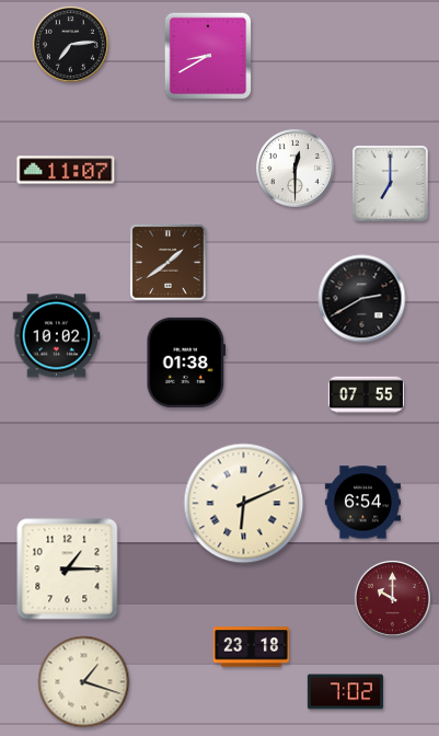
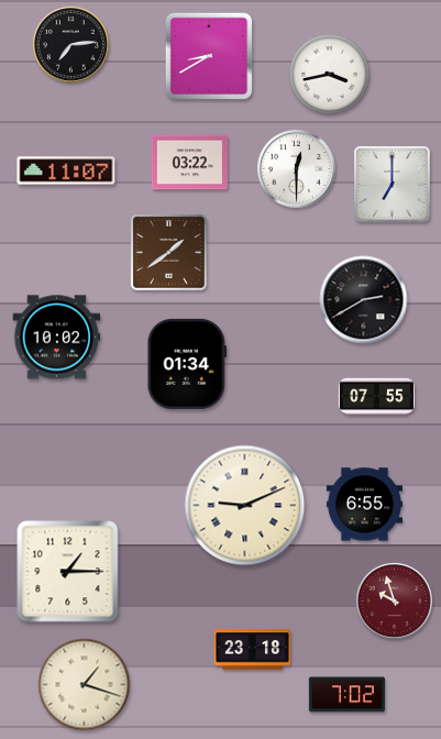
clock at (329, 74): none -> 3:43
clock at (189, 163): none -> 03:22
clock at (169, 263) position: (169, 263) -> (169, 253)
clock at (186, 363): 01:38 -> 01:34
clock at (366, 395) position: (366, 395) -> (376, 397)
clock at (362, 503): 6:54 -> 6:55
clock at (244, 504): 6:11 -> 9:11
clock at (392, 598): 10:00 -> 9:57
